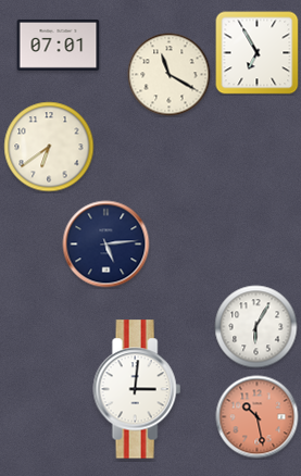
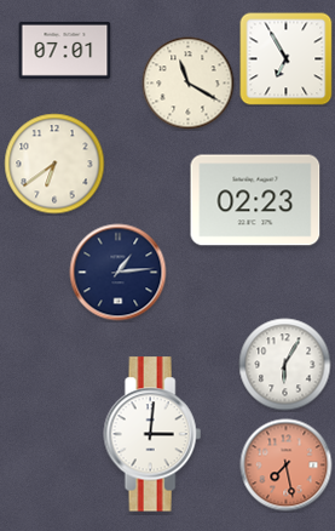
clock at (255, 200): none -> 02:23
clock at (106, 245): 5:14 -> 1:14
clock at (258, 417): 10:28 -> 7:28
